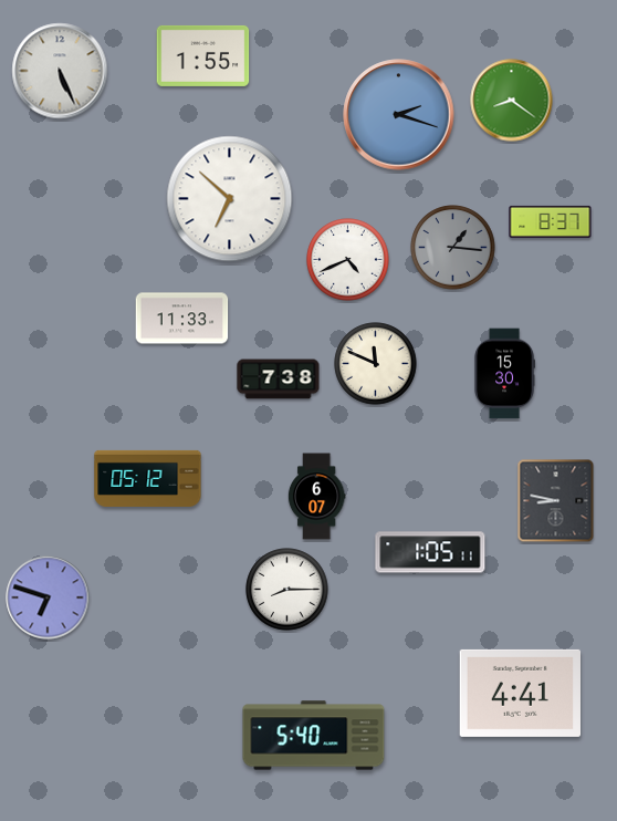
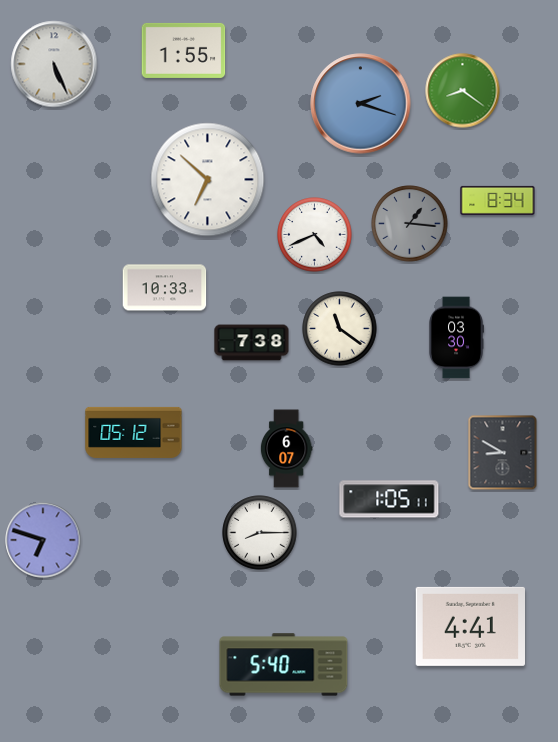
clock at (551, 221): 8:37 -> 8:34
clock at (182, 319): 11:33 -> 10:33
clock at (376, 364): 11:49 -> 11:21
clock at (504, 374): 15:30 -> 03:30
clock at (556, 501): 8:47 -> 8:50
